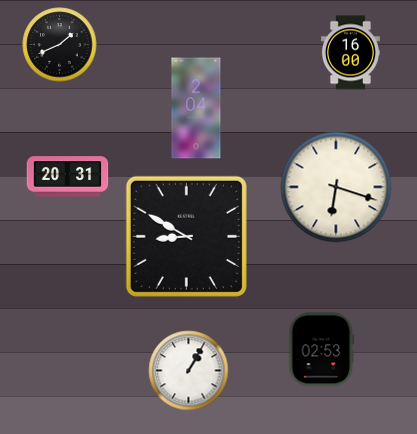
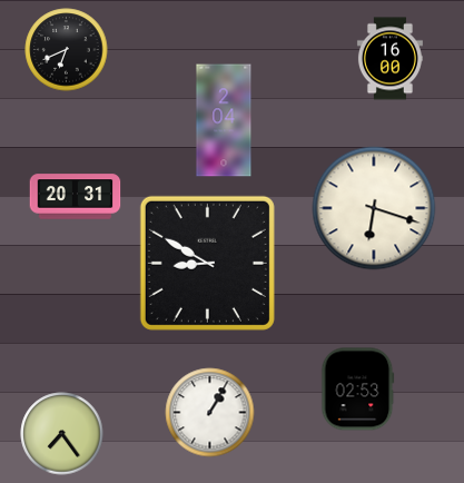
clock at (60, 45): 1:41 -> 6:41
clock at (196, 108) position: (196, 108) -> (224, 120)
clock at (62, 434): none -> 7:24
